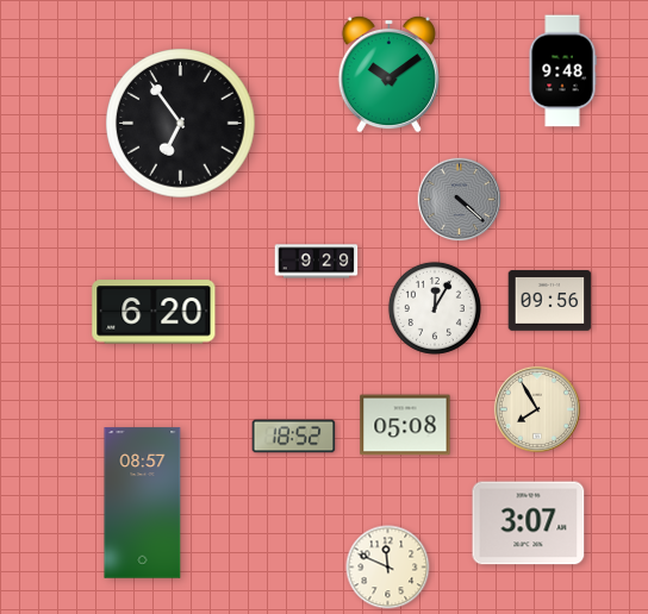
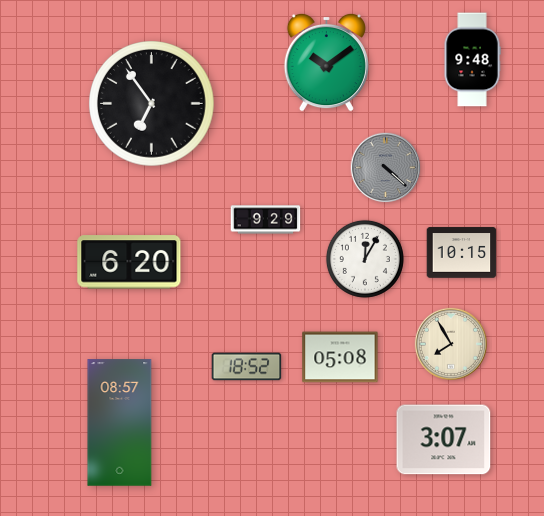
clock at (550, 301): 09:56 -> 10:15
clock at (388, 568): 11:49 -> none
